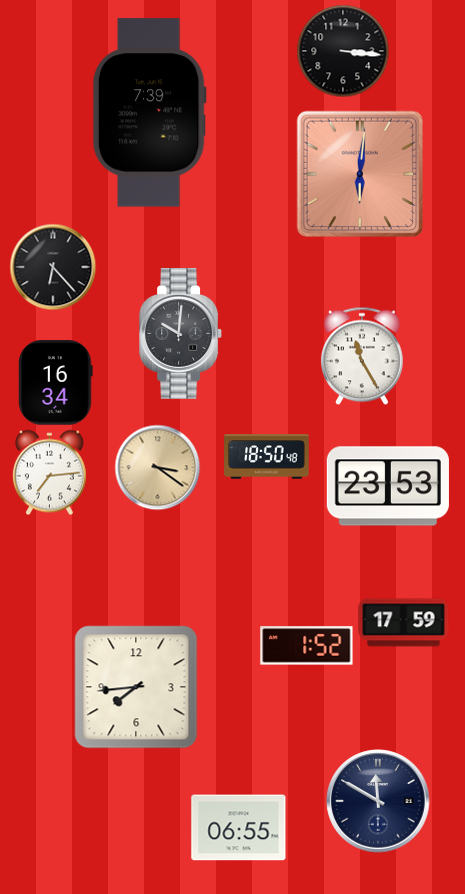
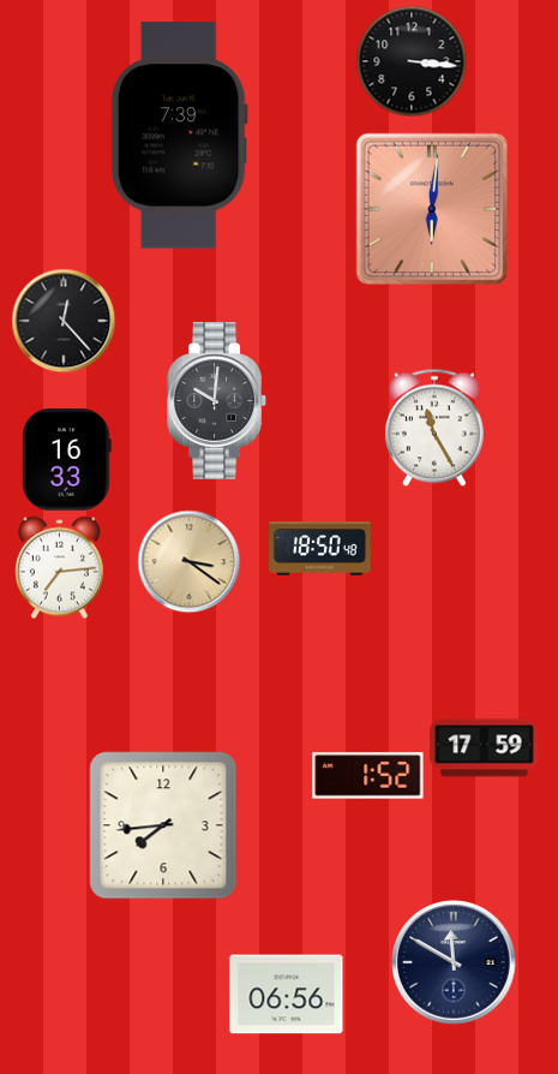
clock at (53, 267): 6:23 -> 12:23
clock at (56, 383): 16:34 -> 16:33
clock at (388, 486): 23:53 -> none
clock at (239, 828): 06:55 -> 06:56
